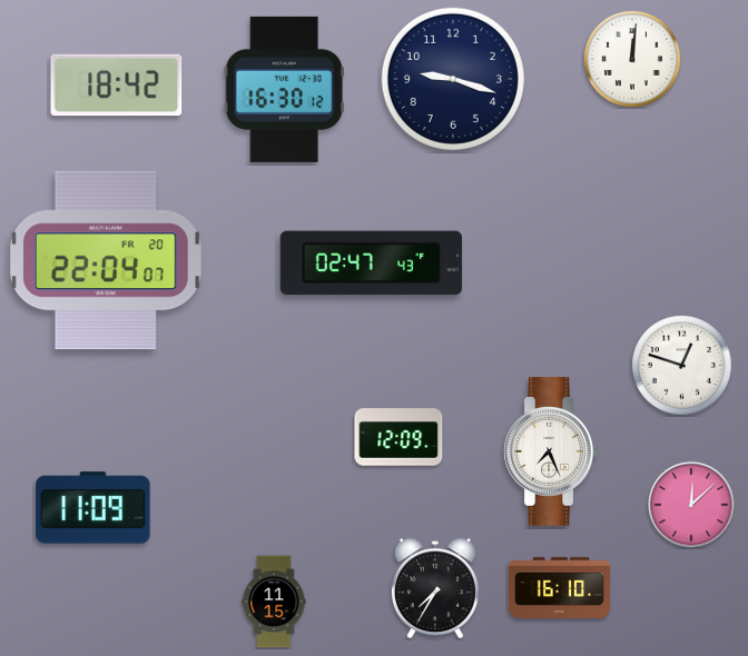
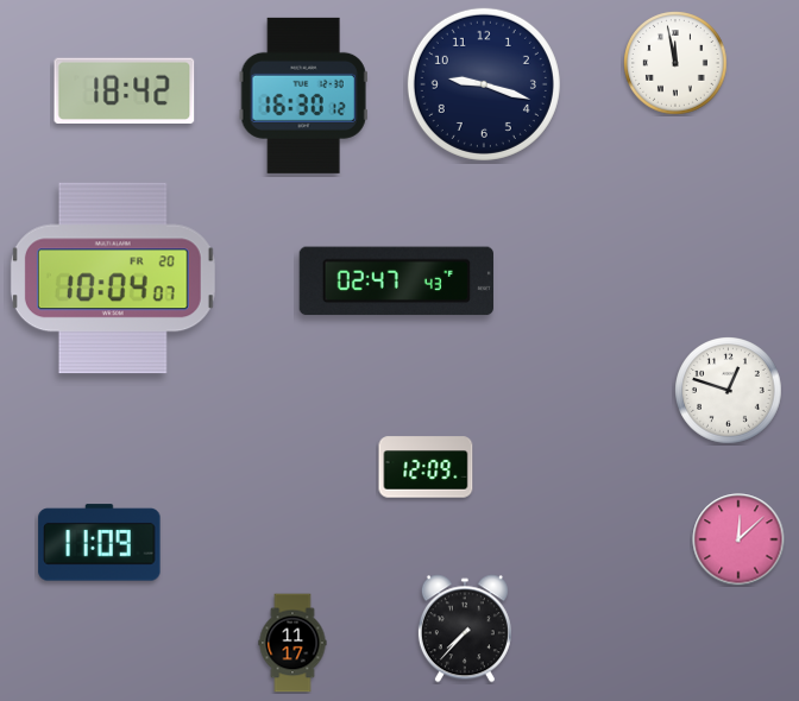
clock at (632, 59): 12:01 -> 11:58
clock at (106, 260): 22:04 -> 10:04
clock at (551, 451): 7:26 -> none
clock at (559, 587): 16:10 -> none
clock at (435, 588): 7:35 -> 7:37
clock at (274, 602): 11:15 -> 11:17
